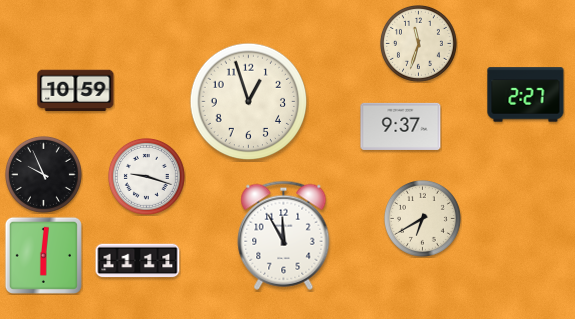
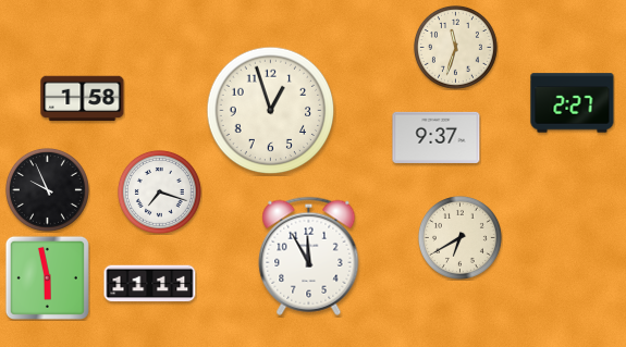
clock at (76, 91): 10:59 -> 1:58
clock at (146, 176): 9:18 -> 7:18
clock at (43, 255): 6:01 -> 5:58
